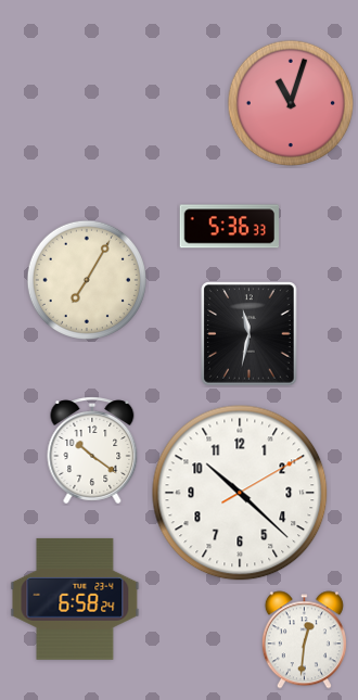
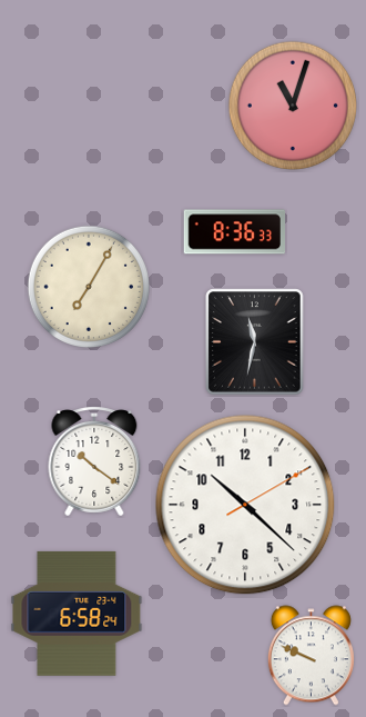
clock at (290, 102) position: (290, 102) -> (292, 104)
clock at (230, 227): 5:36 -> 8:36
clock at (304, 640): 12:31 -> 9:49
